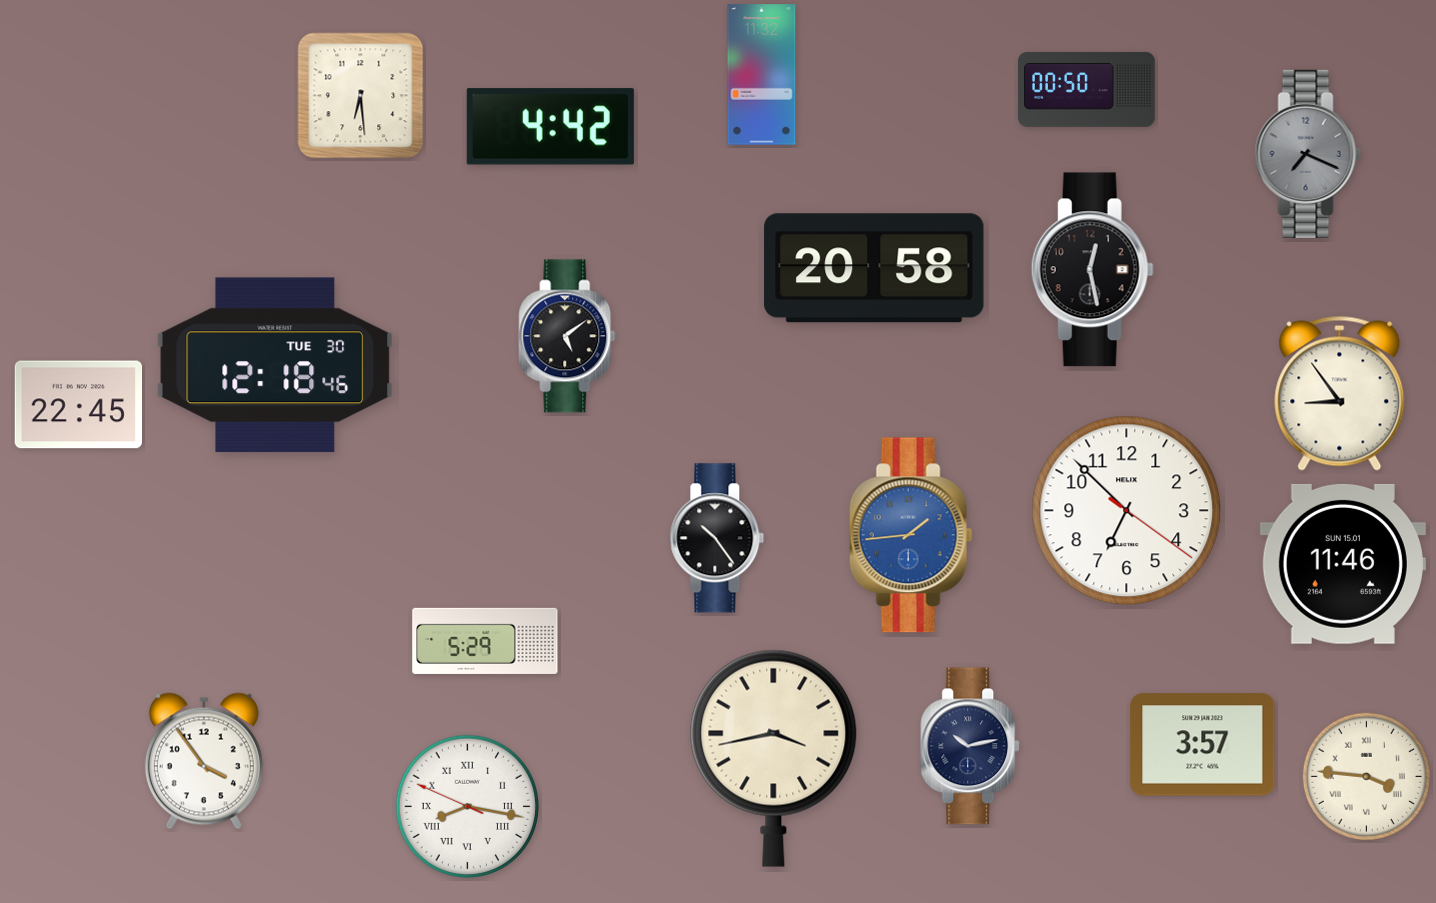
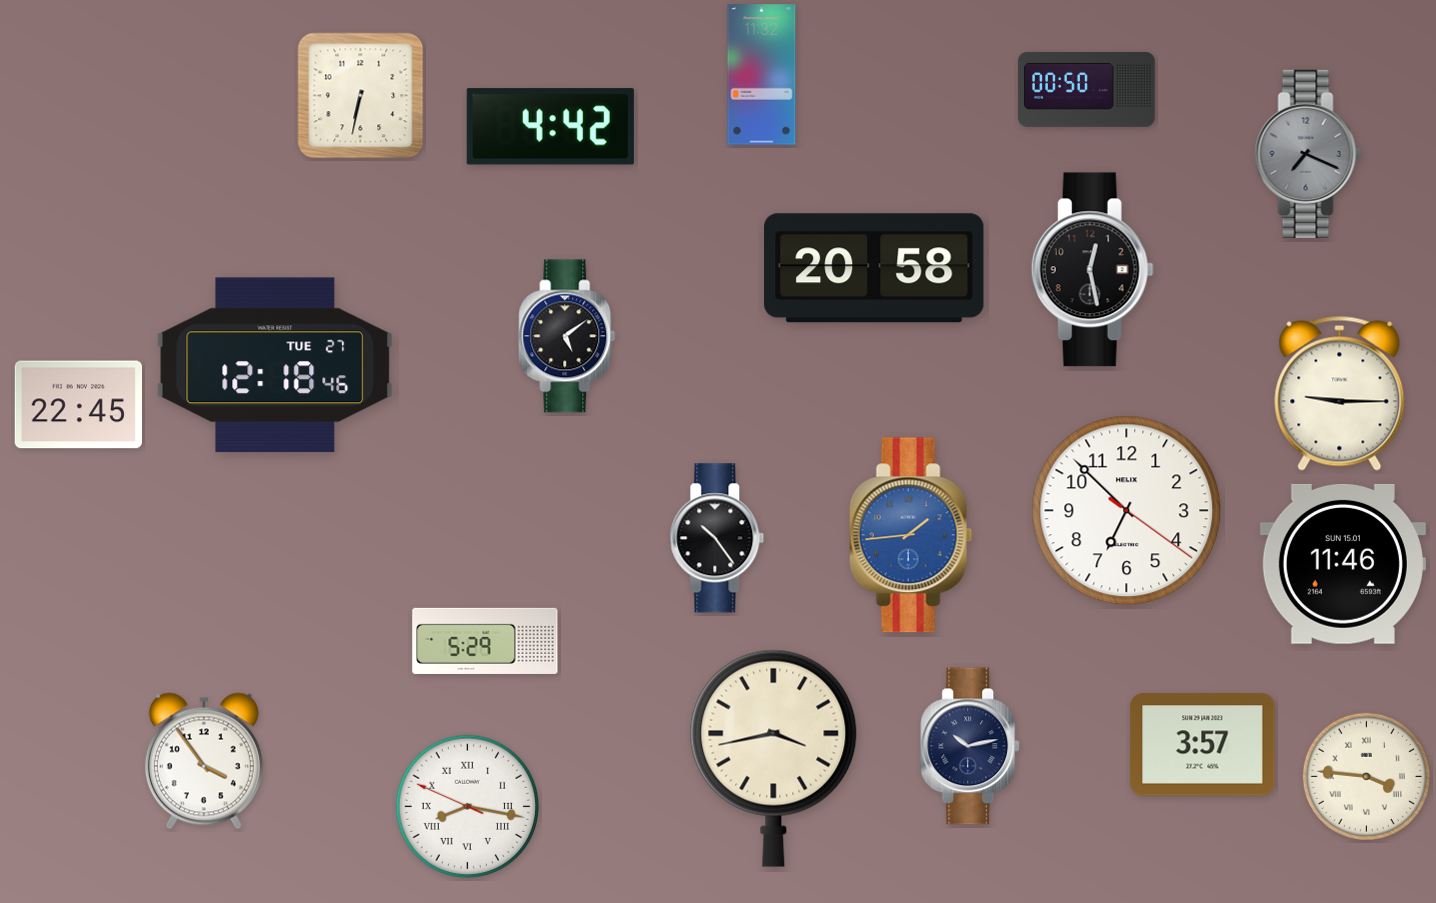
clock at (361, 96): 6:29 -> 6:32
clock at (274, 365) date: TUE 30 -> TUE 27
clock at (1340, 393): 8:54 -> 9:15
